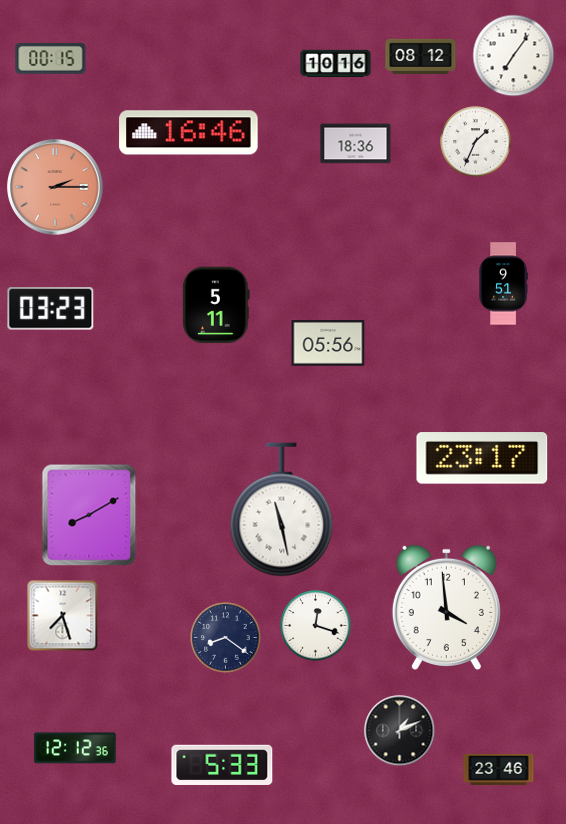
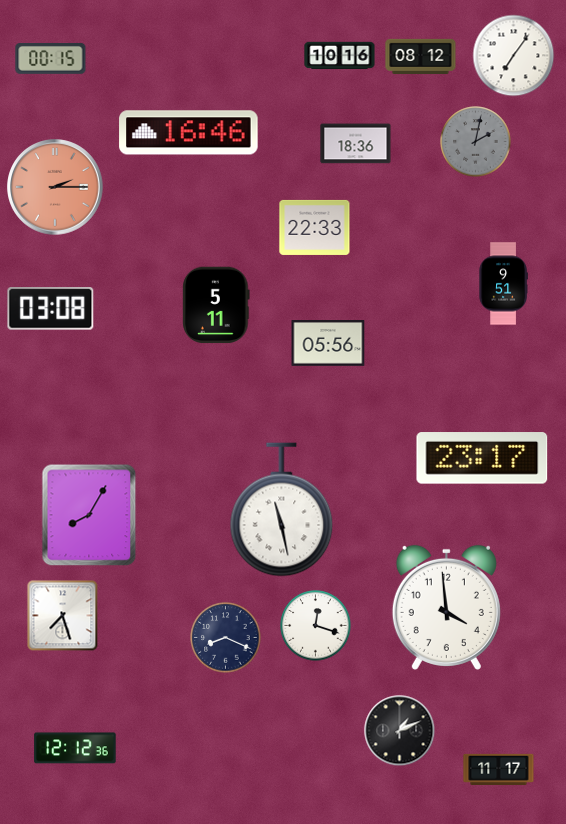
clock at (336, 64) position: (336, 64) -> (340, 56)
clock at (476, 142): 1:34 -> 2:02
clock at (476, 142) dial: white -> grey
clock at (315, 227): none -> 22:33
clock at (51, 309): 03:23 -> 03:08
clock at (89, 515): 8:10 -> 8:05
clock at (226, 638): 8:21 -> 8:19
clock at (222, 764): 5:33 -> none
clock at (499, 769): 23:46 -> 11:17
